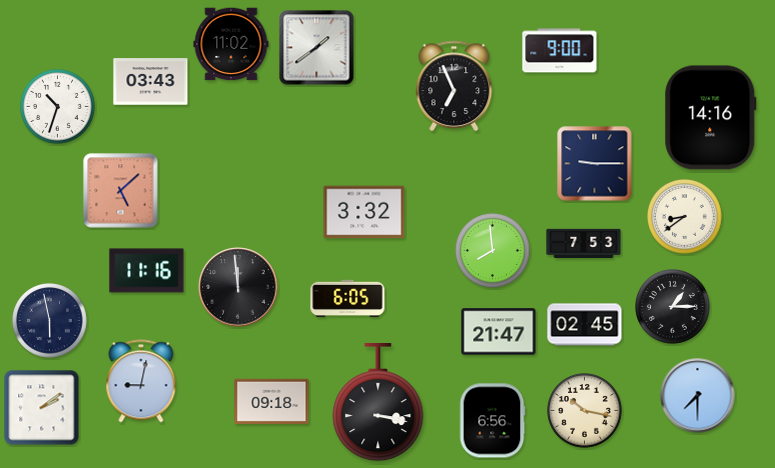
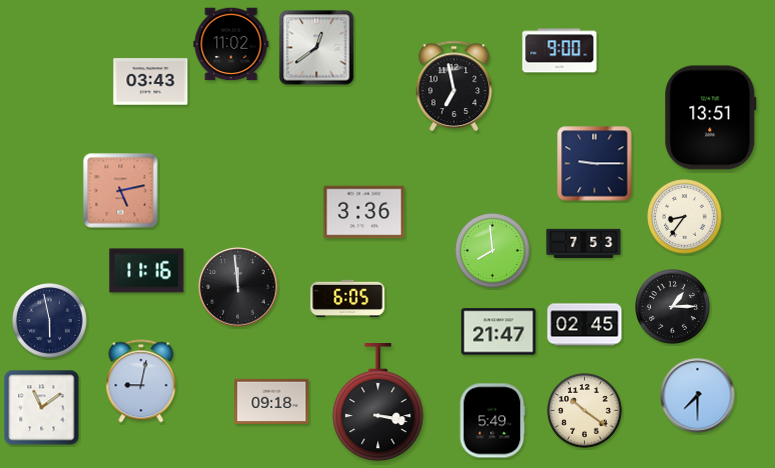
clock at (317, 48): 1:39 -> 12:39
clock at (454, 86): 6:56 -> 6:58
clock at (58, 107): 10:33 -> none
clock at (711, 118): 14:16 -> 13:51
clock at (121, 191): 5:08 -> 5:13
clock at (364, 212): 3:32 -> 3:36
clock at (685, 217): 8:39 -> 8:36
clock at (42, 408): 2:09 -> 11:09
clock at (585, 411): 10:17 -> 10:21
clock at (492, 421): 6:56 -> 5:49
